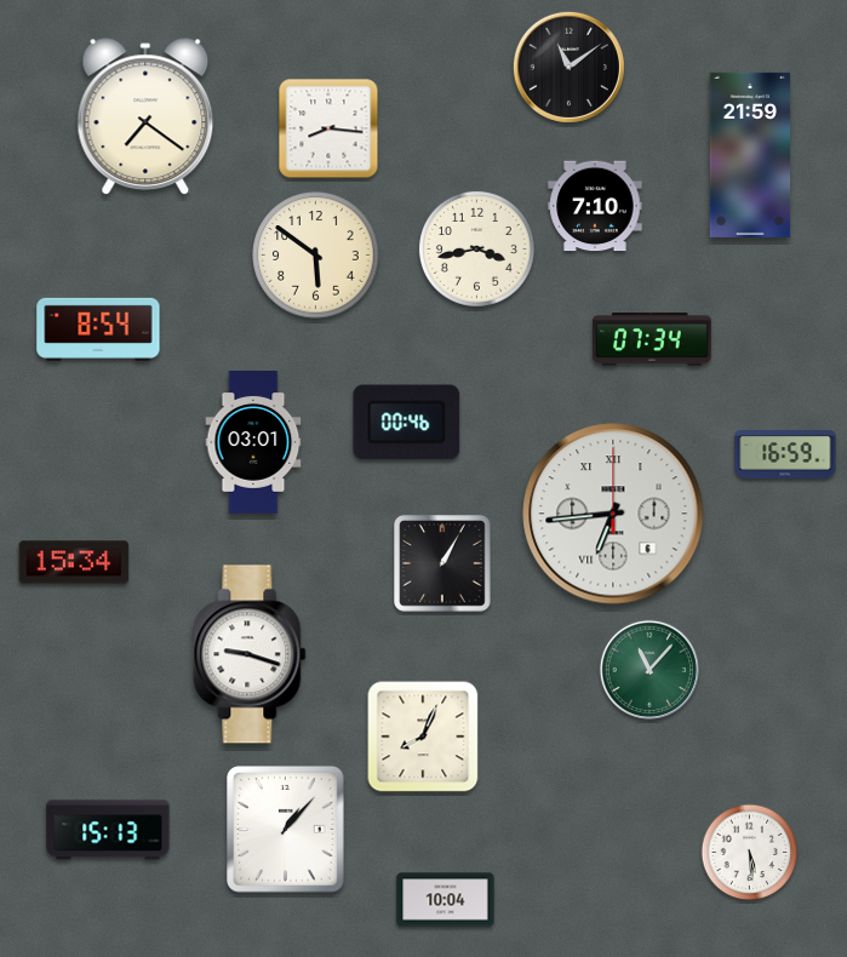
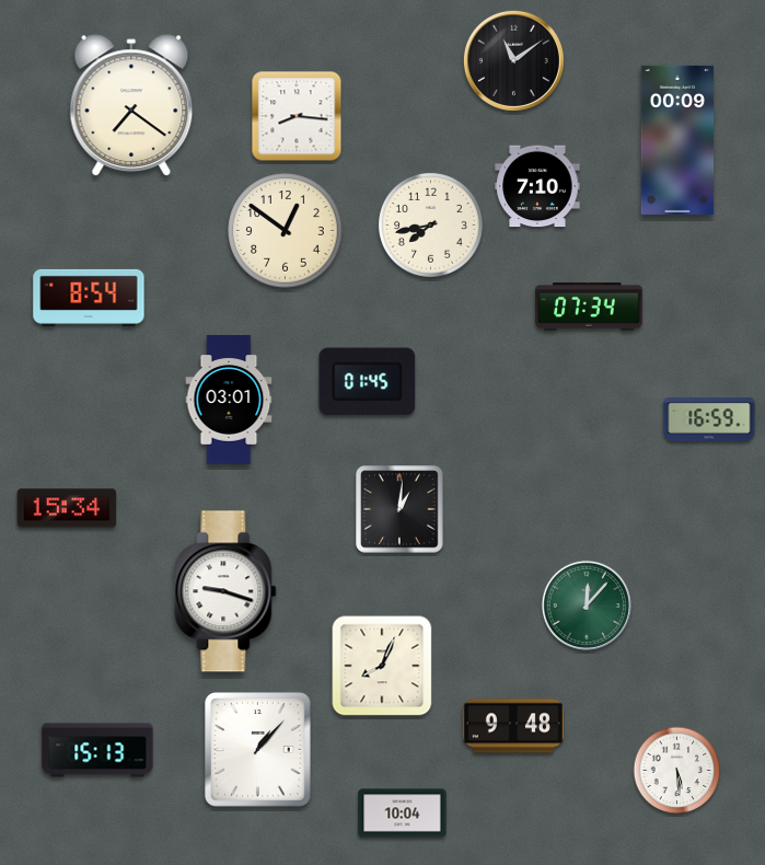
clock at (750, 155): 21:59 -> 00:09
clock at (476, 248): 3:43 -> 7:43
clock at (316, 256): 5:51 -> 12:51
clock at (407, 423): 00:46 -> 01:45
clock at (785, 454) position: (785, 454) -> (709, 419)
clock at (613, 514): 6:44 -> none
clock at (442, 563): 1:05 -> 1:01
clock at (648, 669): 11:07 -> 12:07
clock at (513, 726): none -> 9:48
